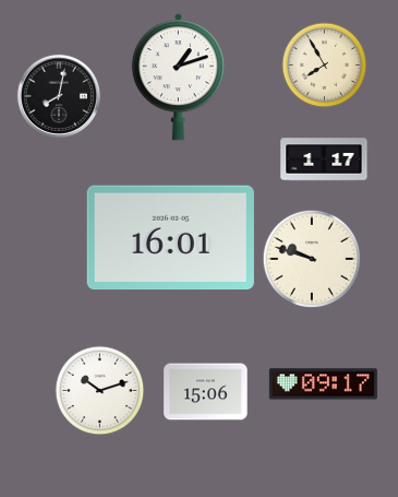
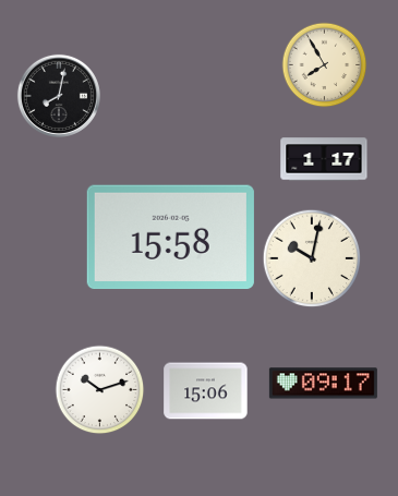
clock at (178, 78): 1:12 -> none
clock at (170, 238): 16:01 -> 15:58
clock at (312, 259): 9:48 -> 10:02
